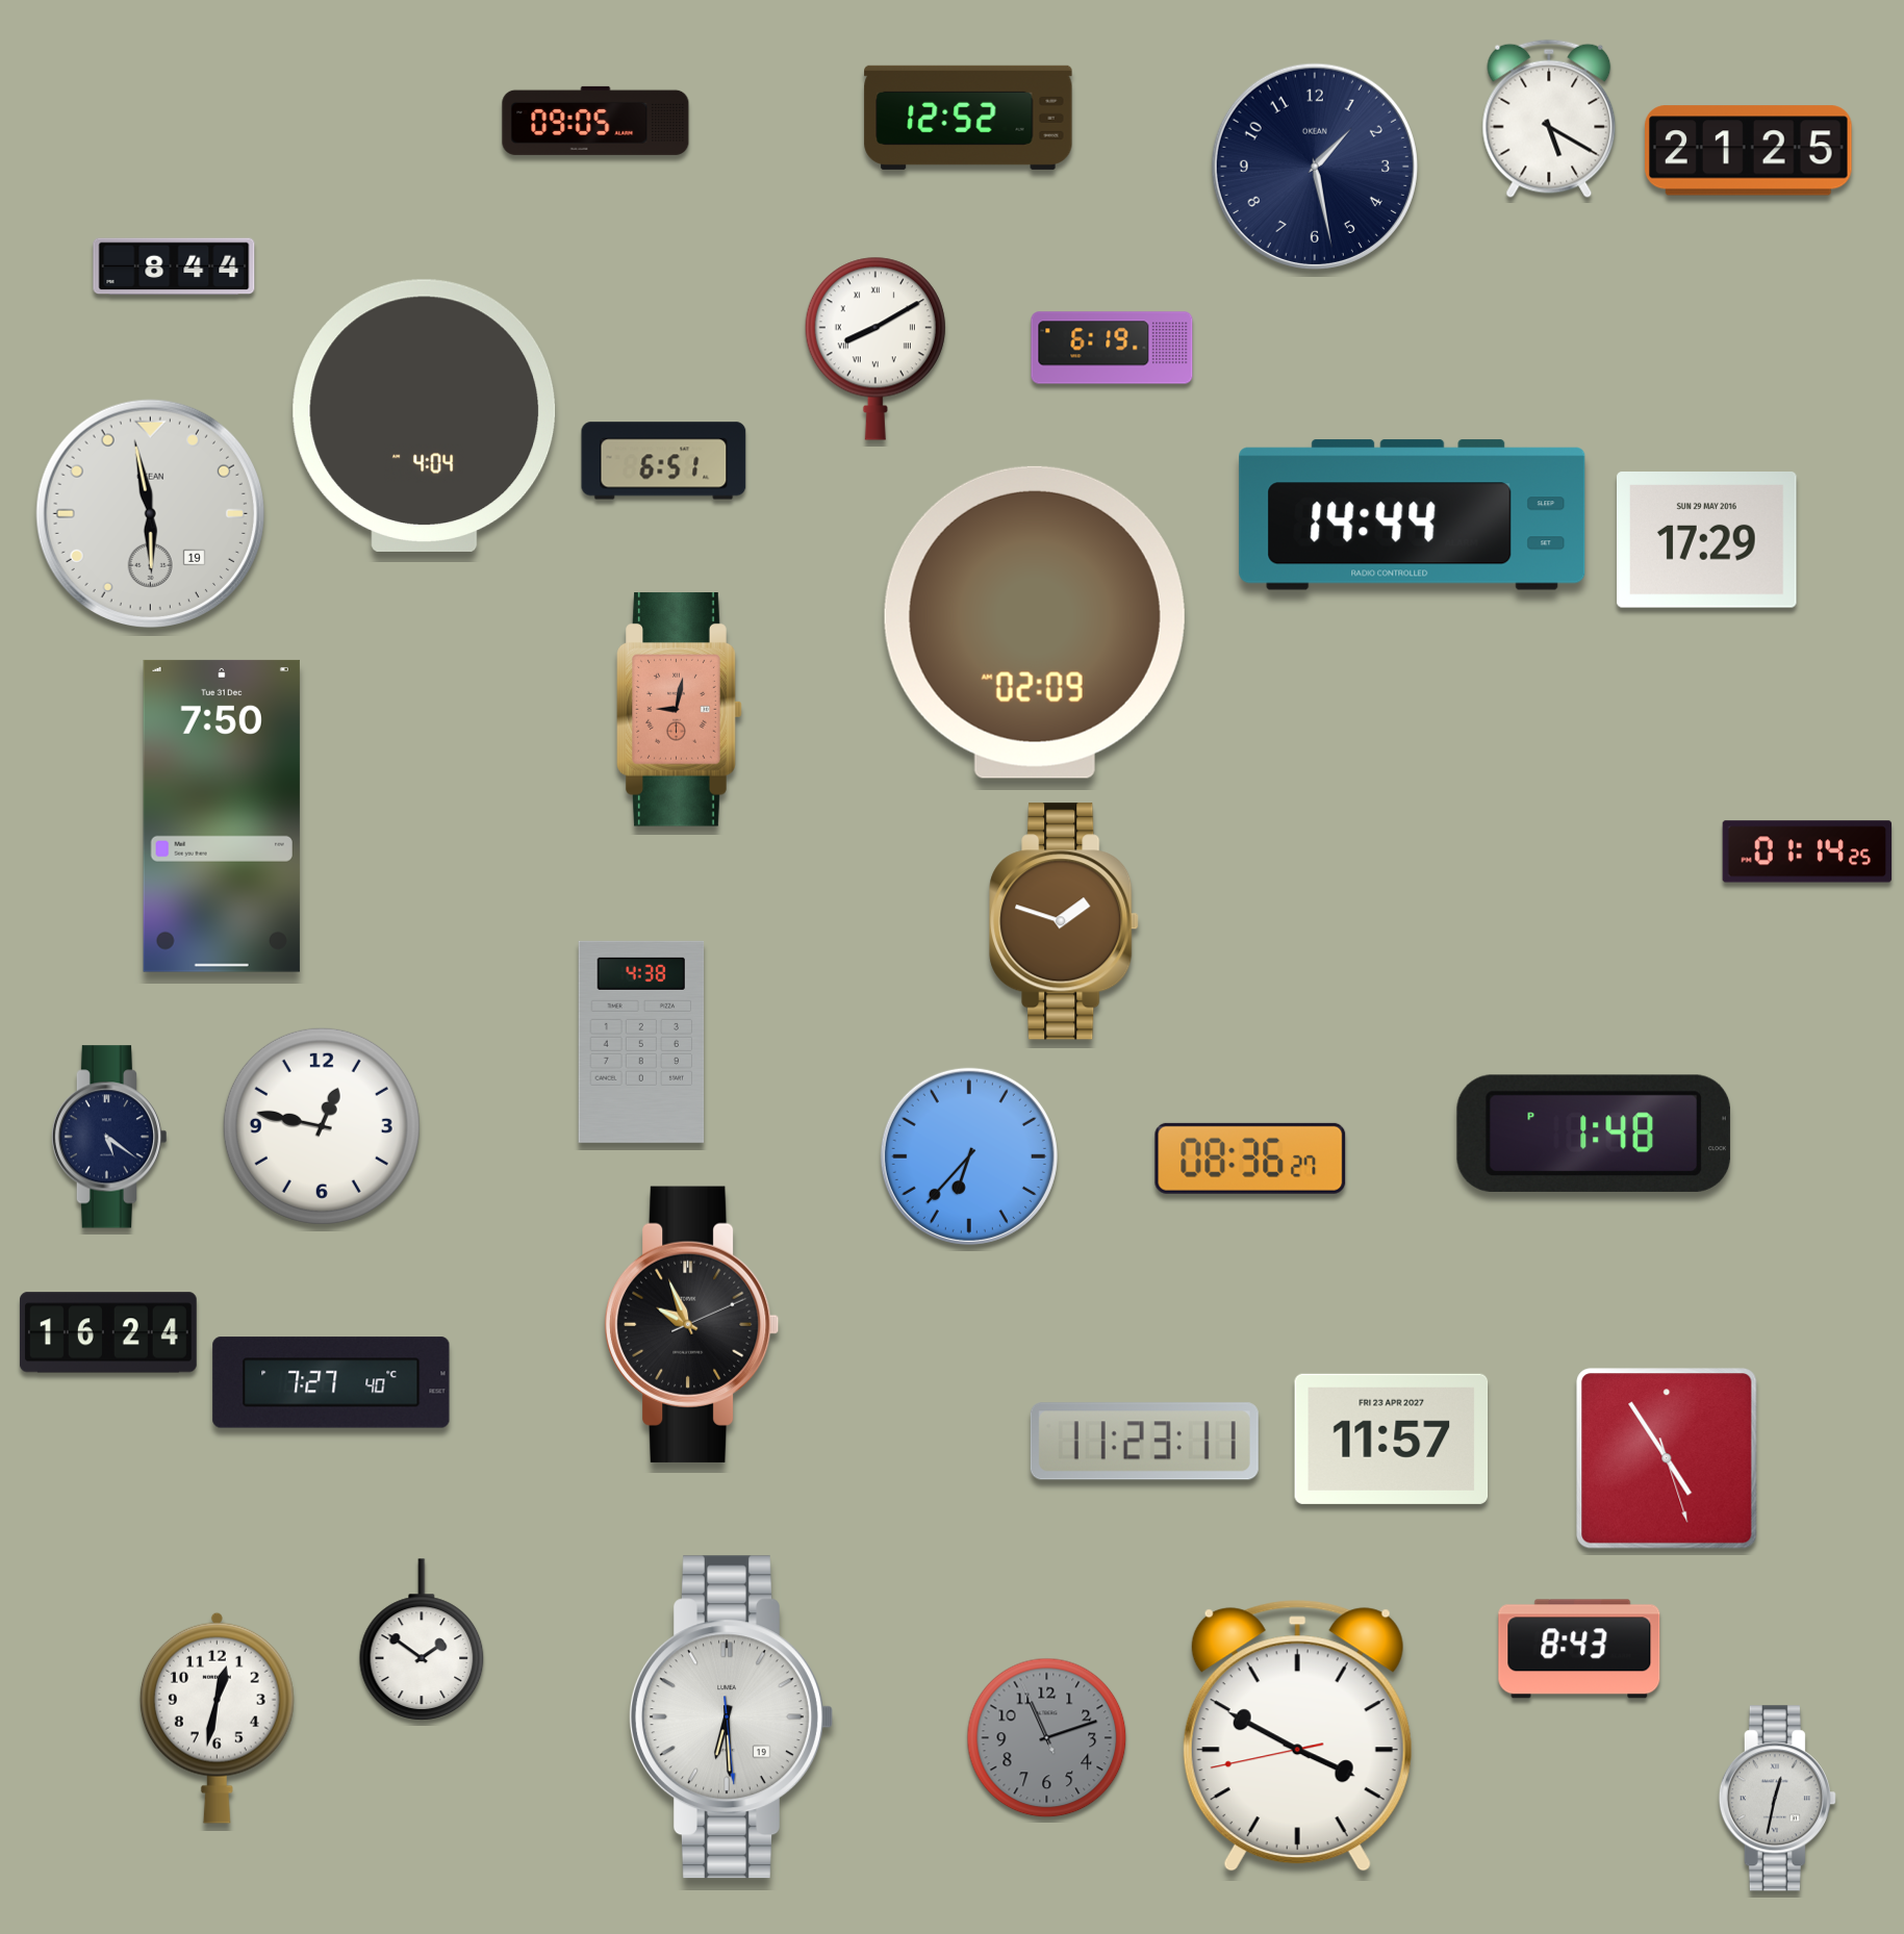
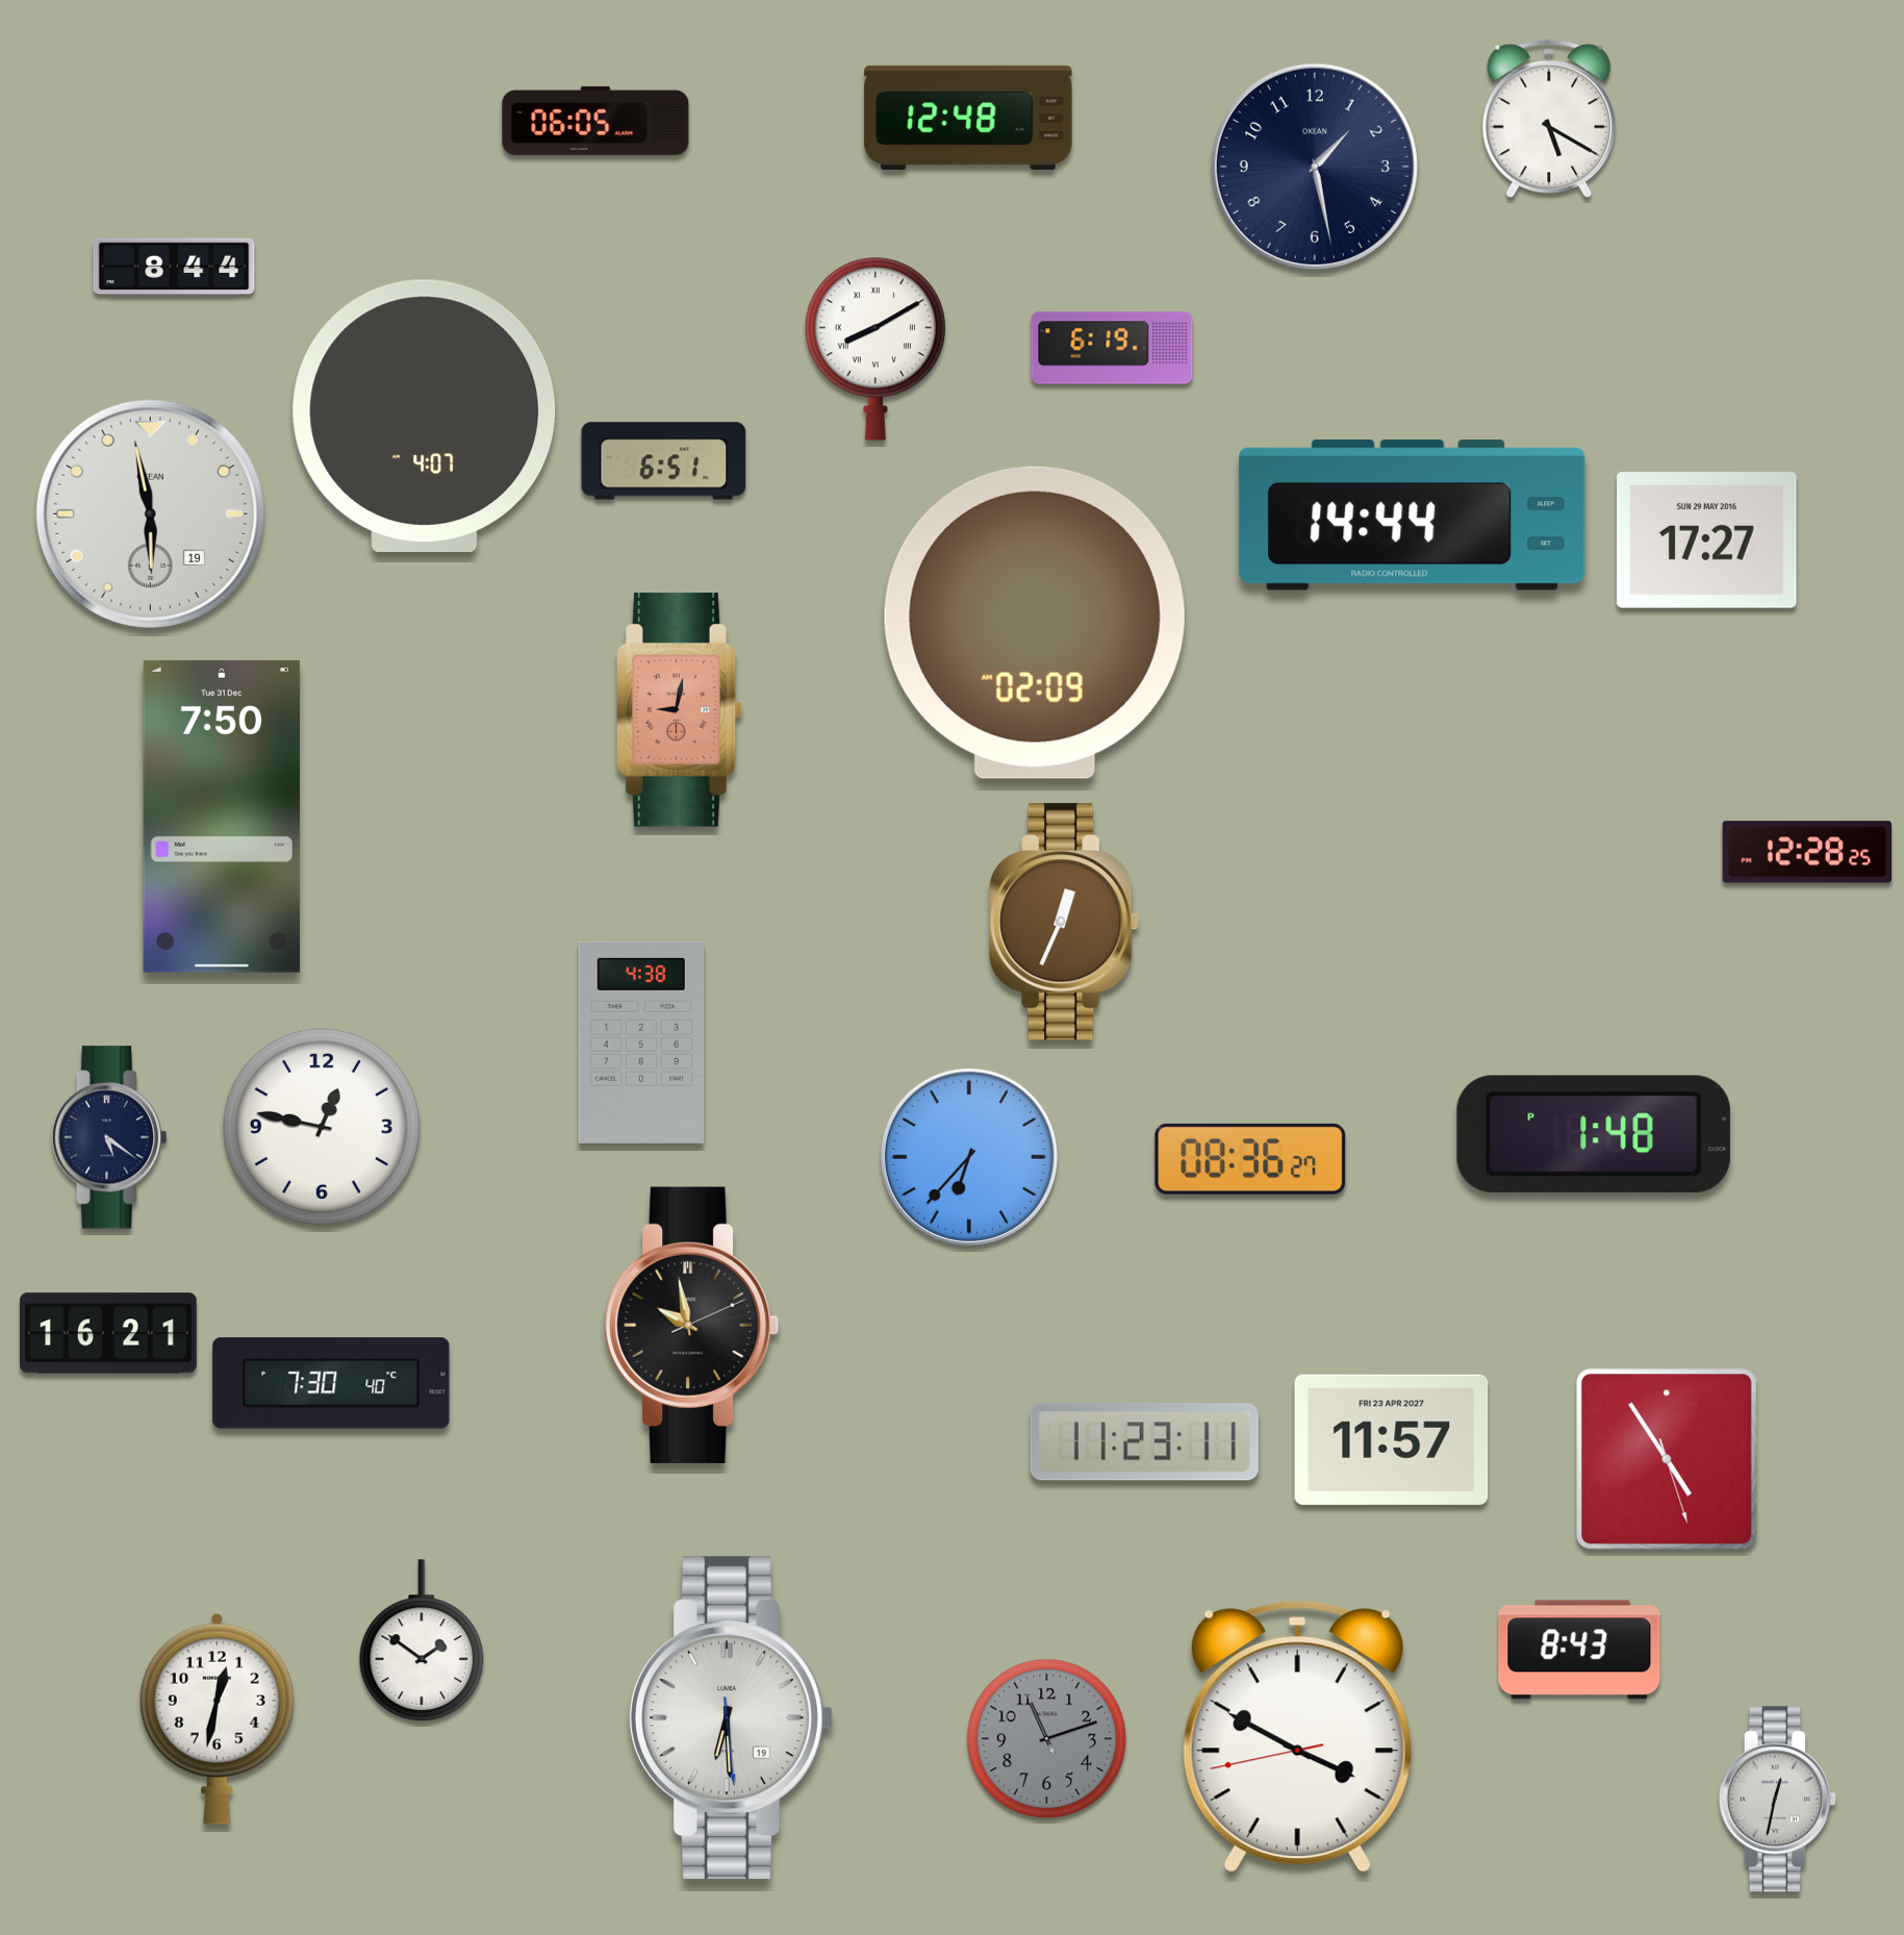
clock at (968, 118): 12:52 -> 12:48
clock at (595, 121): 09:05 -> 06:05
clock at (1749, 151): 21:25 -> none
clock at (425, 415): 4:04 -> 4:07
clock at (1707, 540): 17:29 -> 17:27
clock at (1807, 851): 01:14 -> 12:28
clock at (1064, 921): 1:48 -> 12:34
clock at (692, 1324): 9:56 -> 9:58
clock at (108, 1332): 16:24 -> 16:21
clock at (331, 1382): 7:27 -> 7:30
